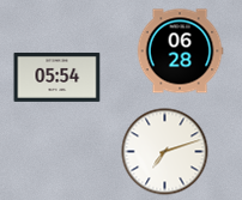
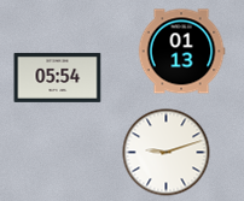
clock at (180, 51): 06:28 -> 01:13
clock at (165, 152): 7:12 -> 9:12
